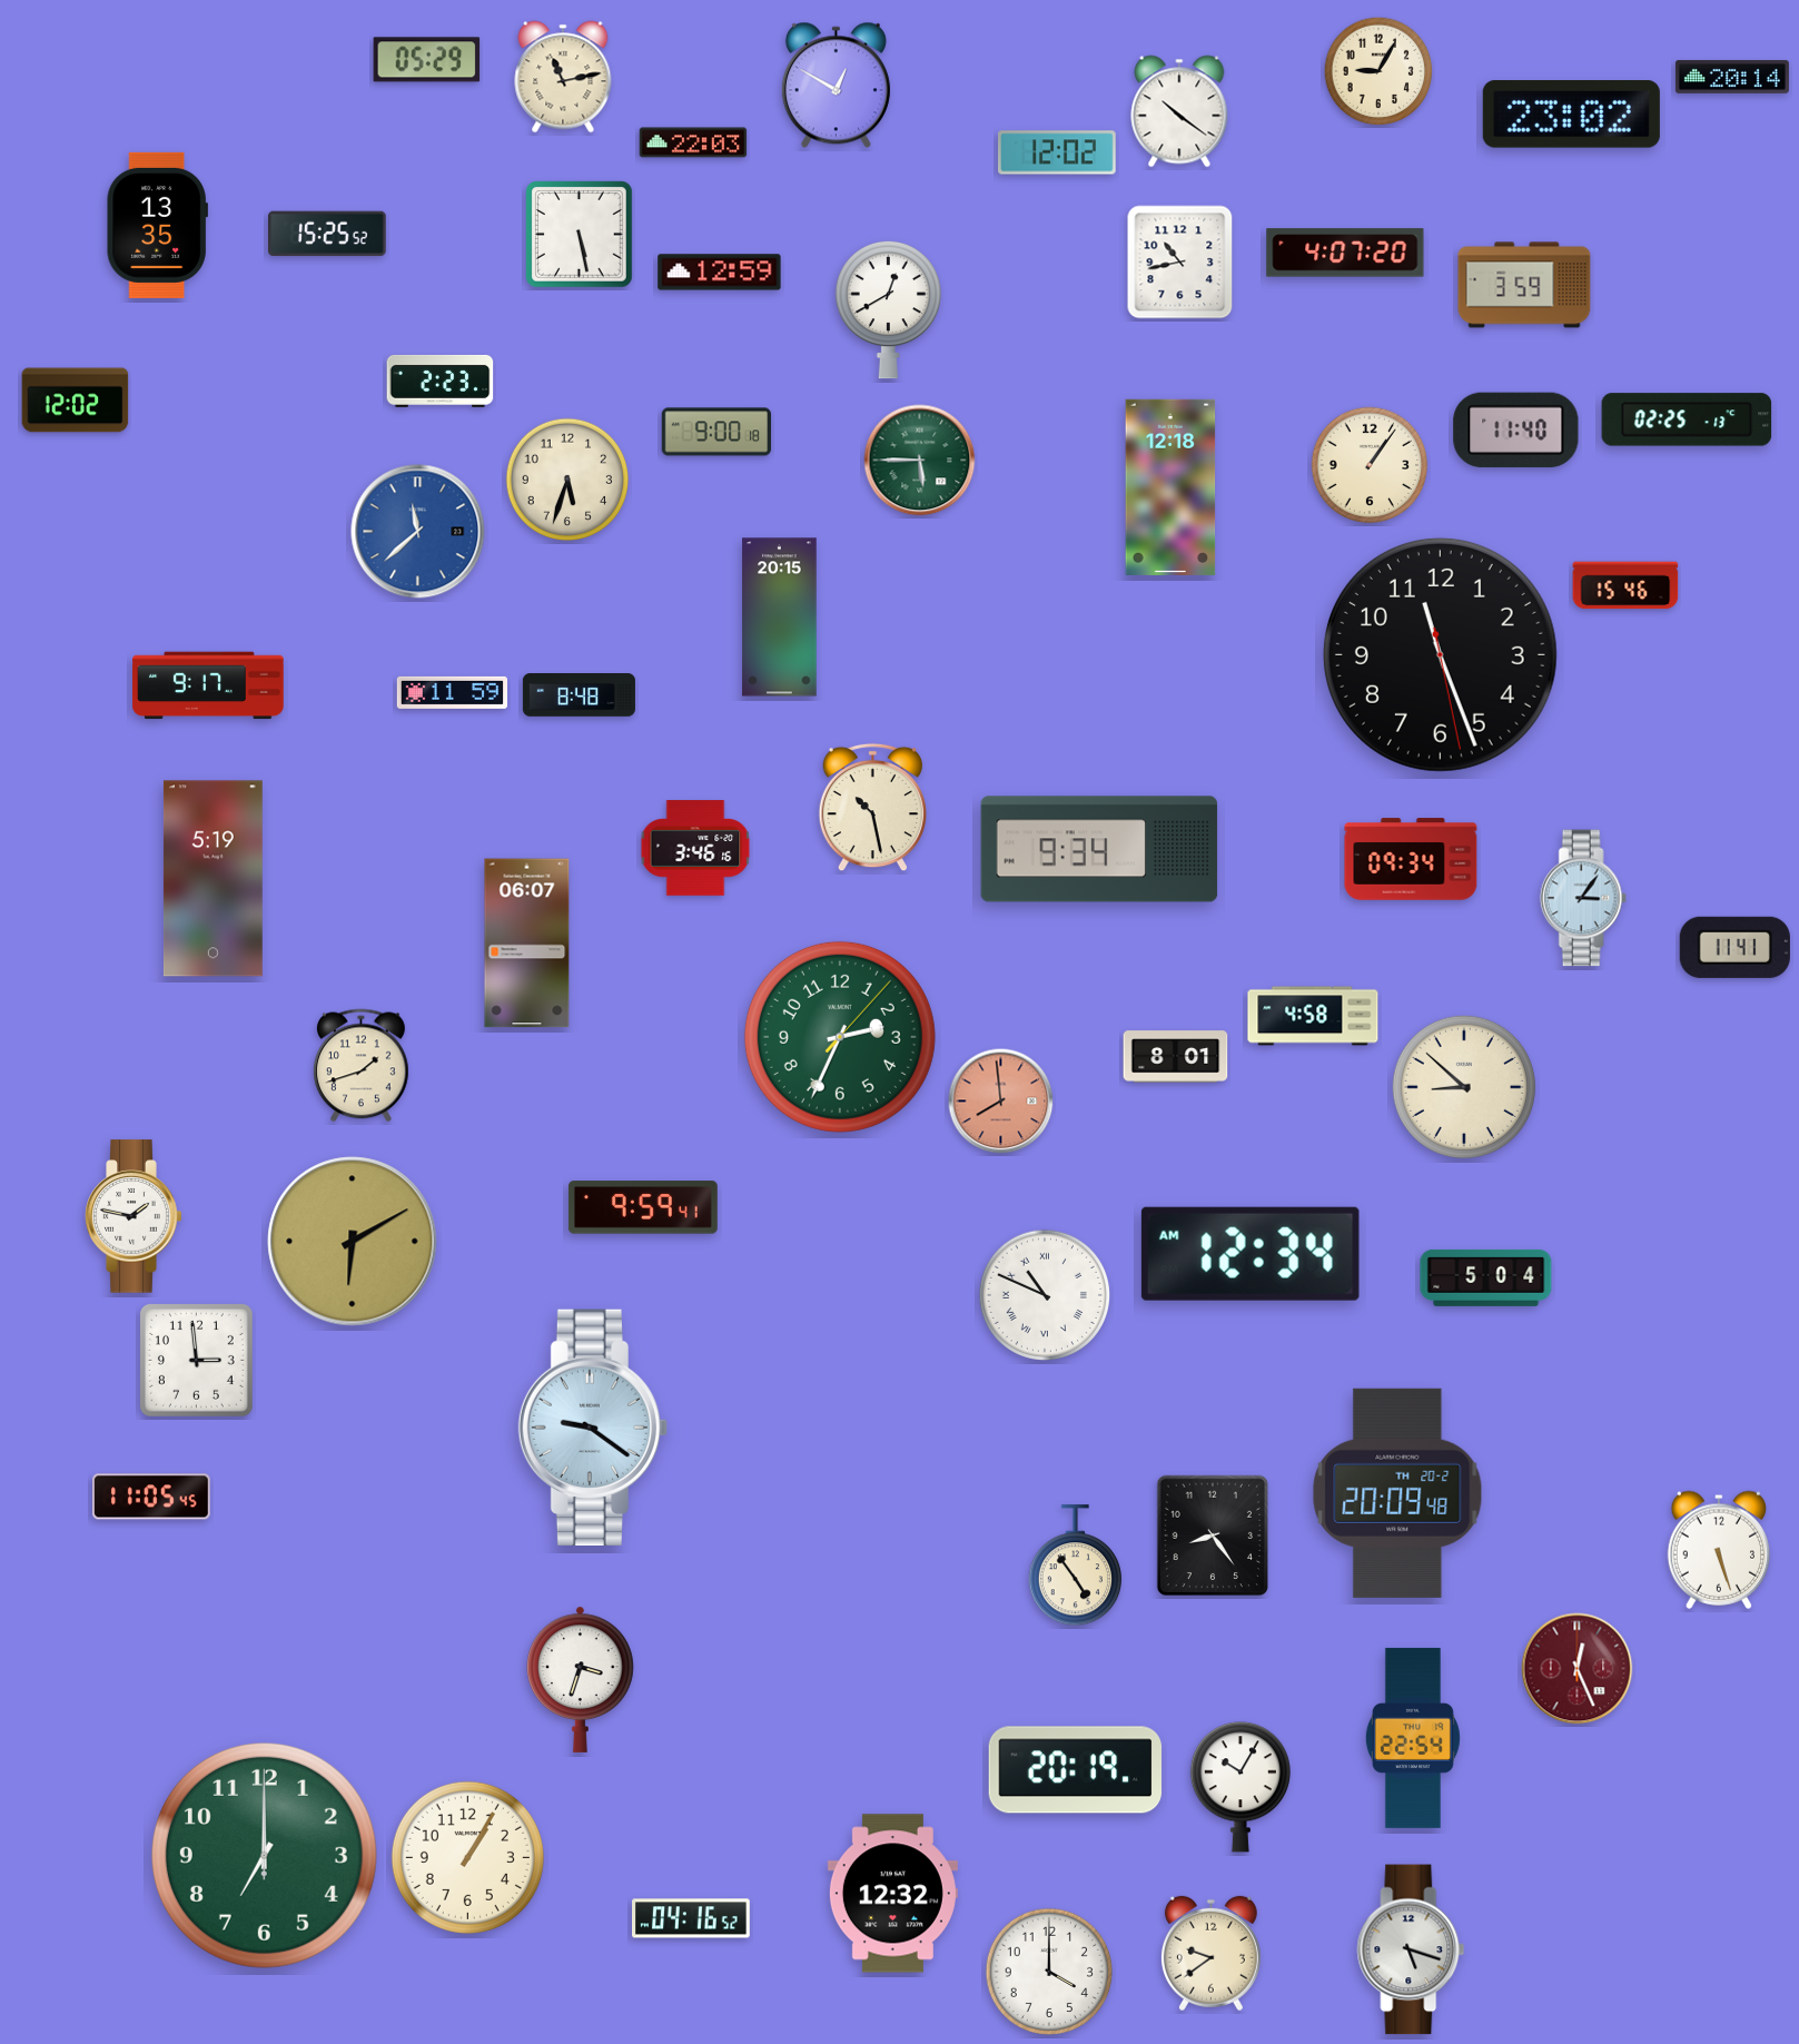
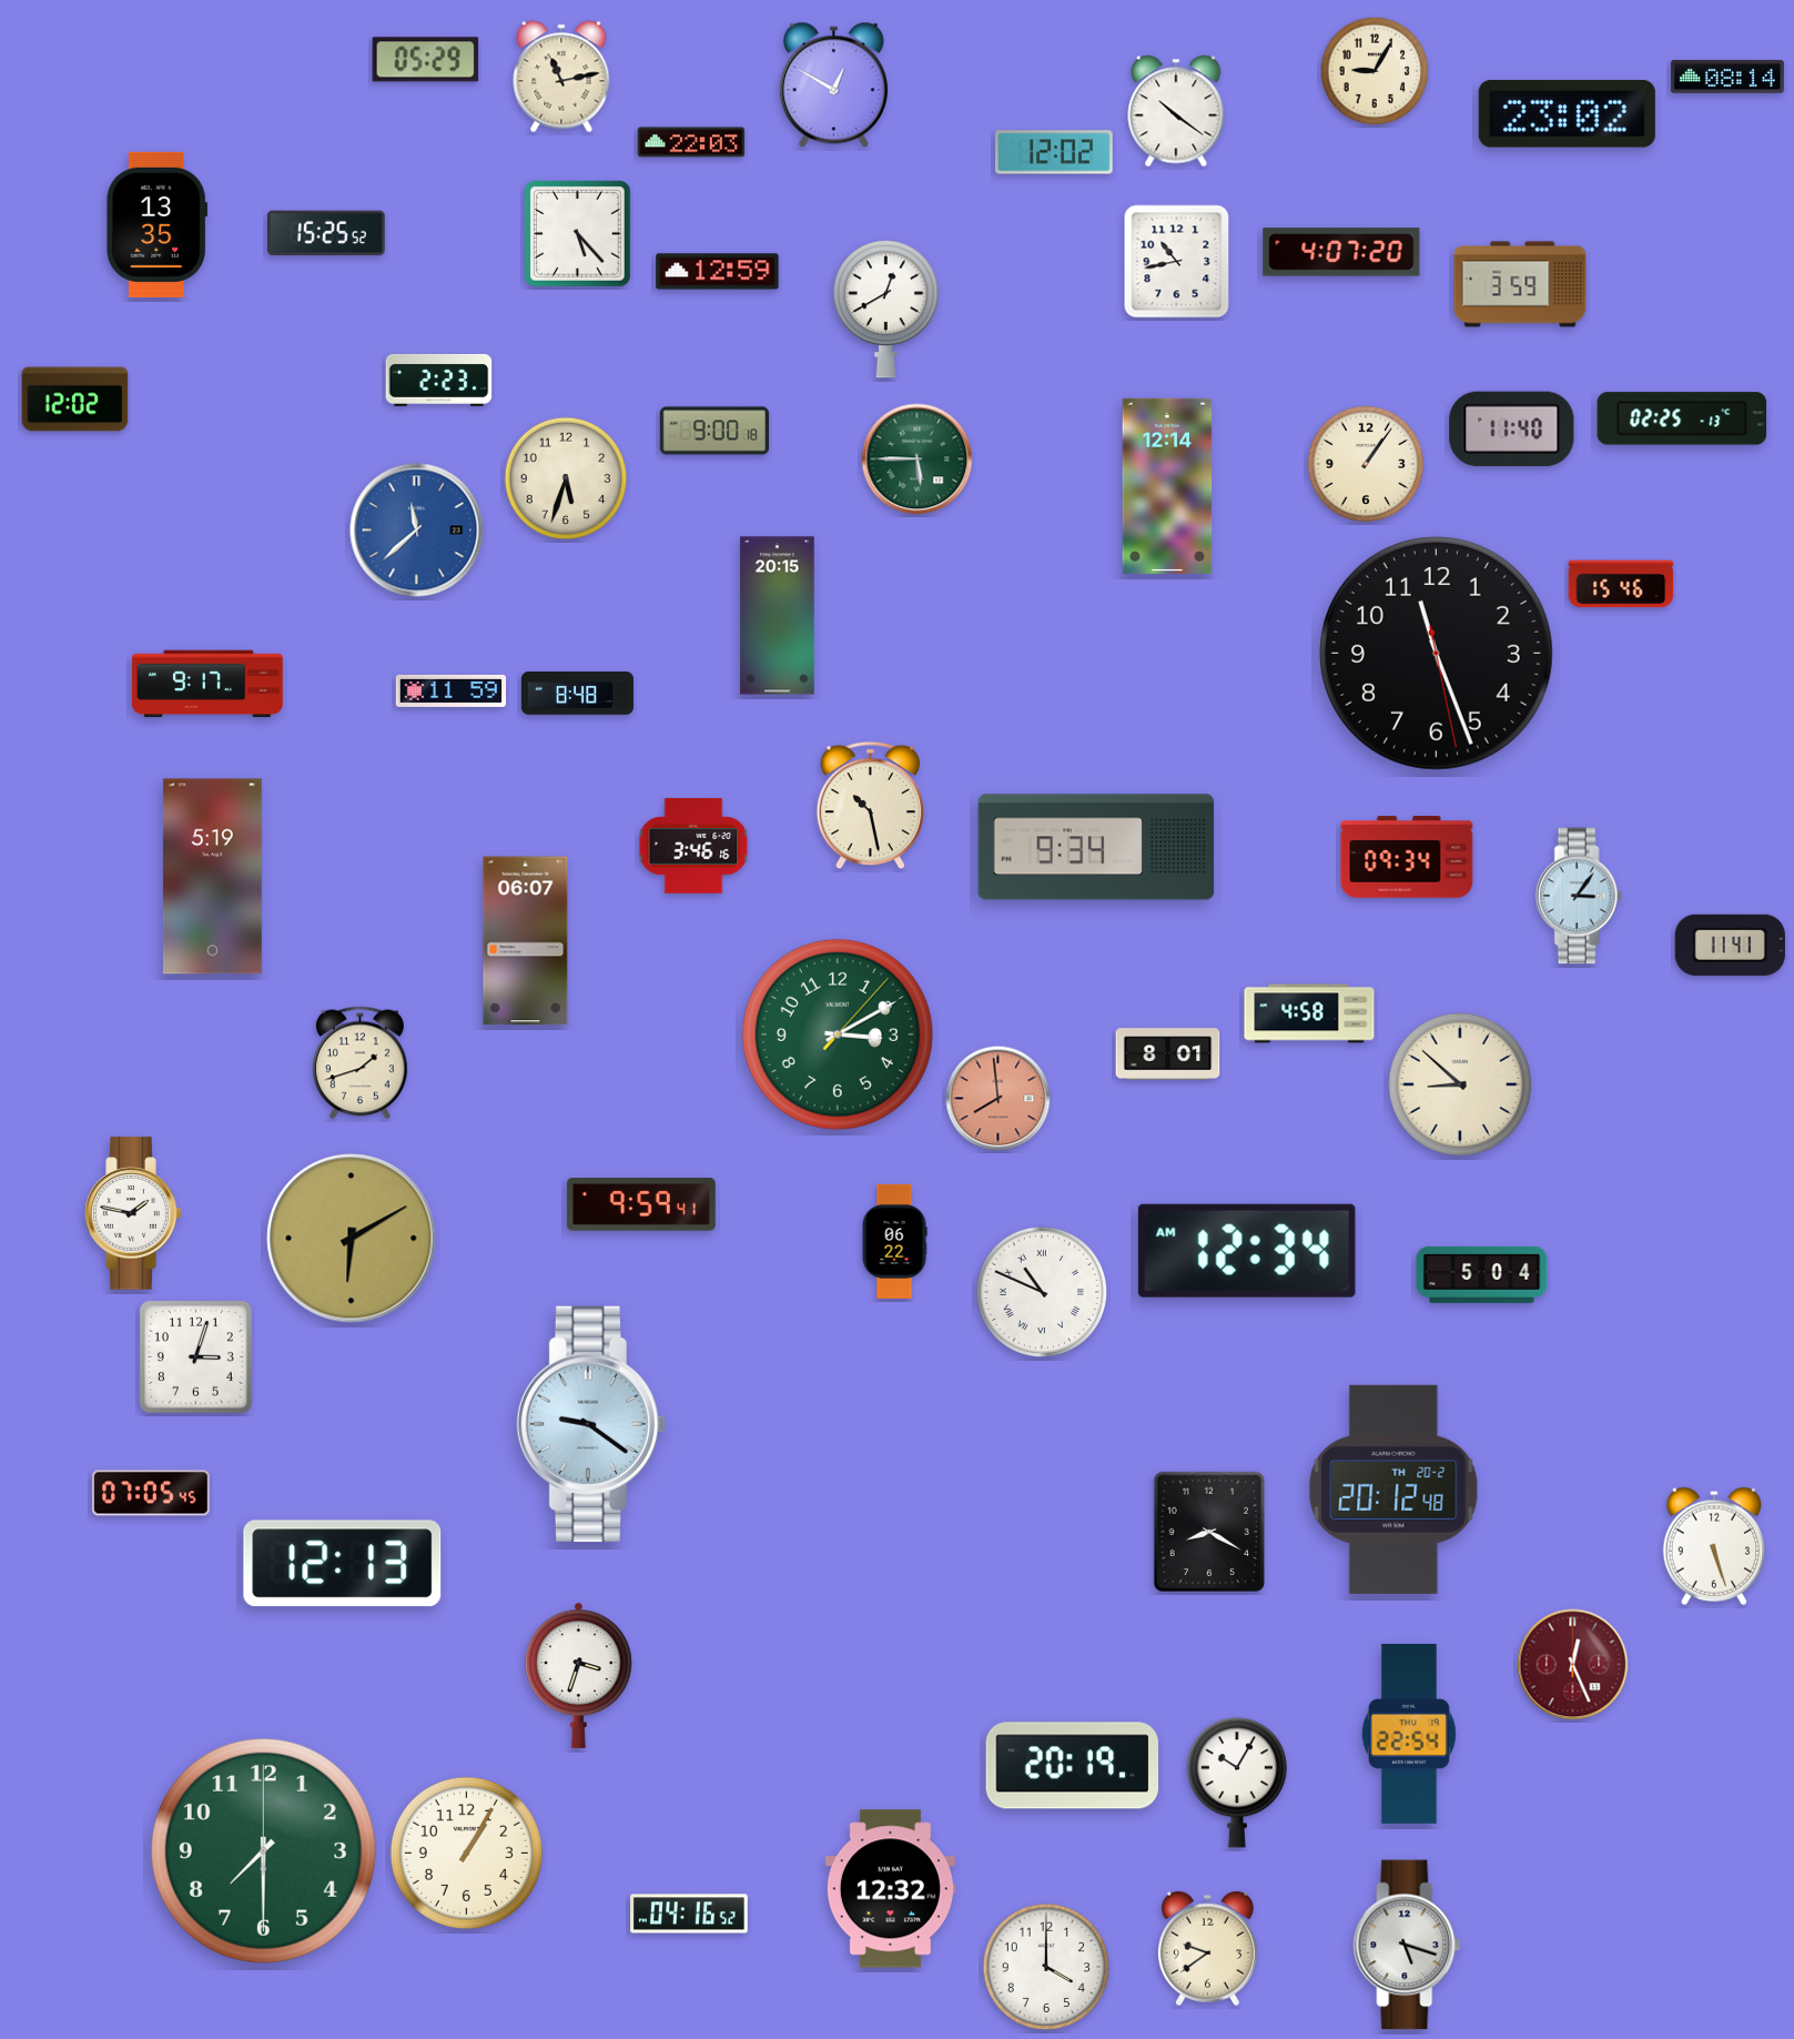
clock at (1732, 77): 20:14 -> 08:14
clock at (580, 235): 5:28 -> 5:23
clock at (1170, 487): 12:18 -> 12:14
clock at (840, 1037): 2:34 -> 3:10
clock at (1176, 1057) position: (1176, 1057) -> (1168, 1054)
clock at (894, 1241): none -> 06:22
clock at (196, 1360): 2:59 -> 3:03
clock at (1397, 1493): 20:09 -> 20:12
clock at (152, 1497): 11:05 -> 07:05
clock at (1212, 1536): 8:24 -> 8:20
clock at (1075, 1566): 4:54 -> none
clock at (343, 1564): none -> 12:13
clock at (264, 1855): 7:00 -> 7:30
